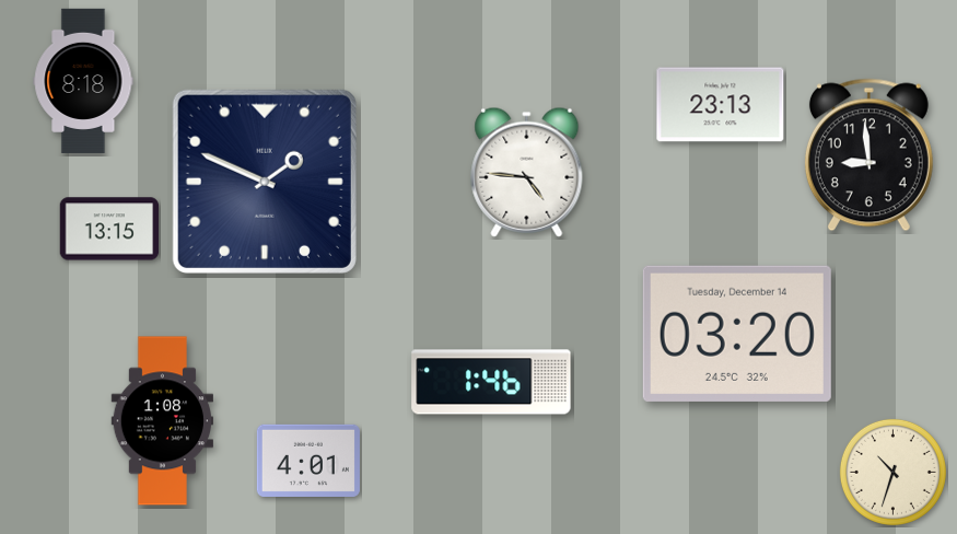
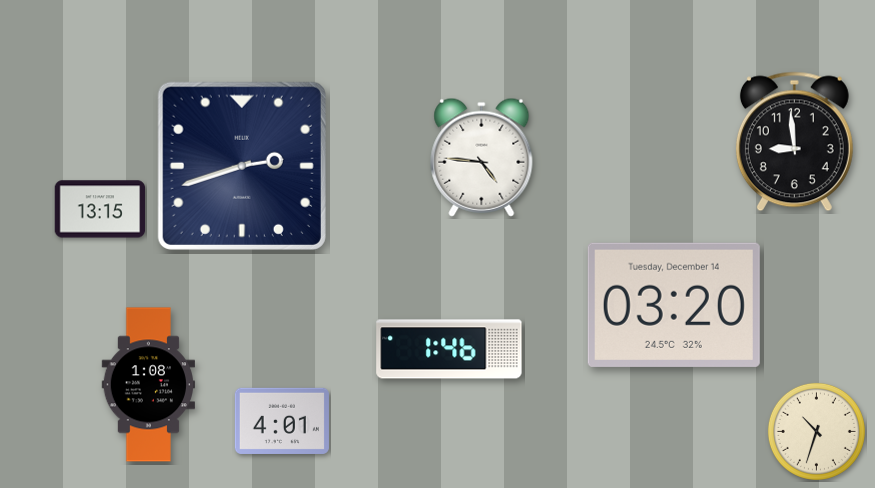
clock at (83, 81): 8:18 -> none
clock at (721, 105): 23:13 -> none
clock at (265, 182): 1:49 -> 2:42
